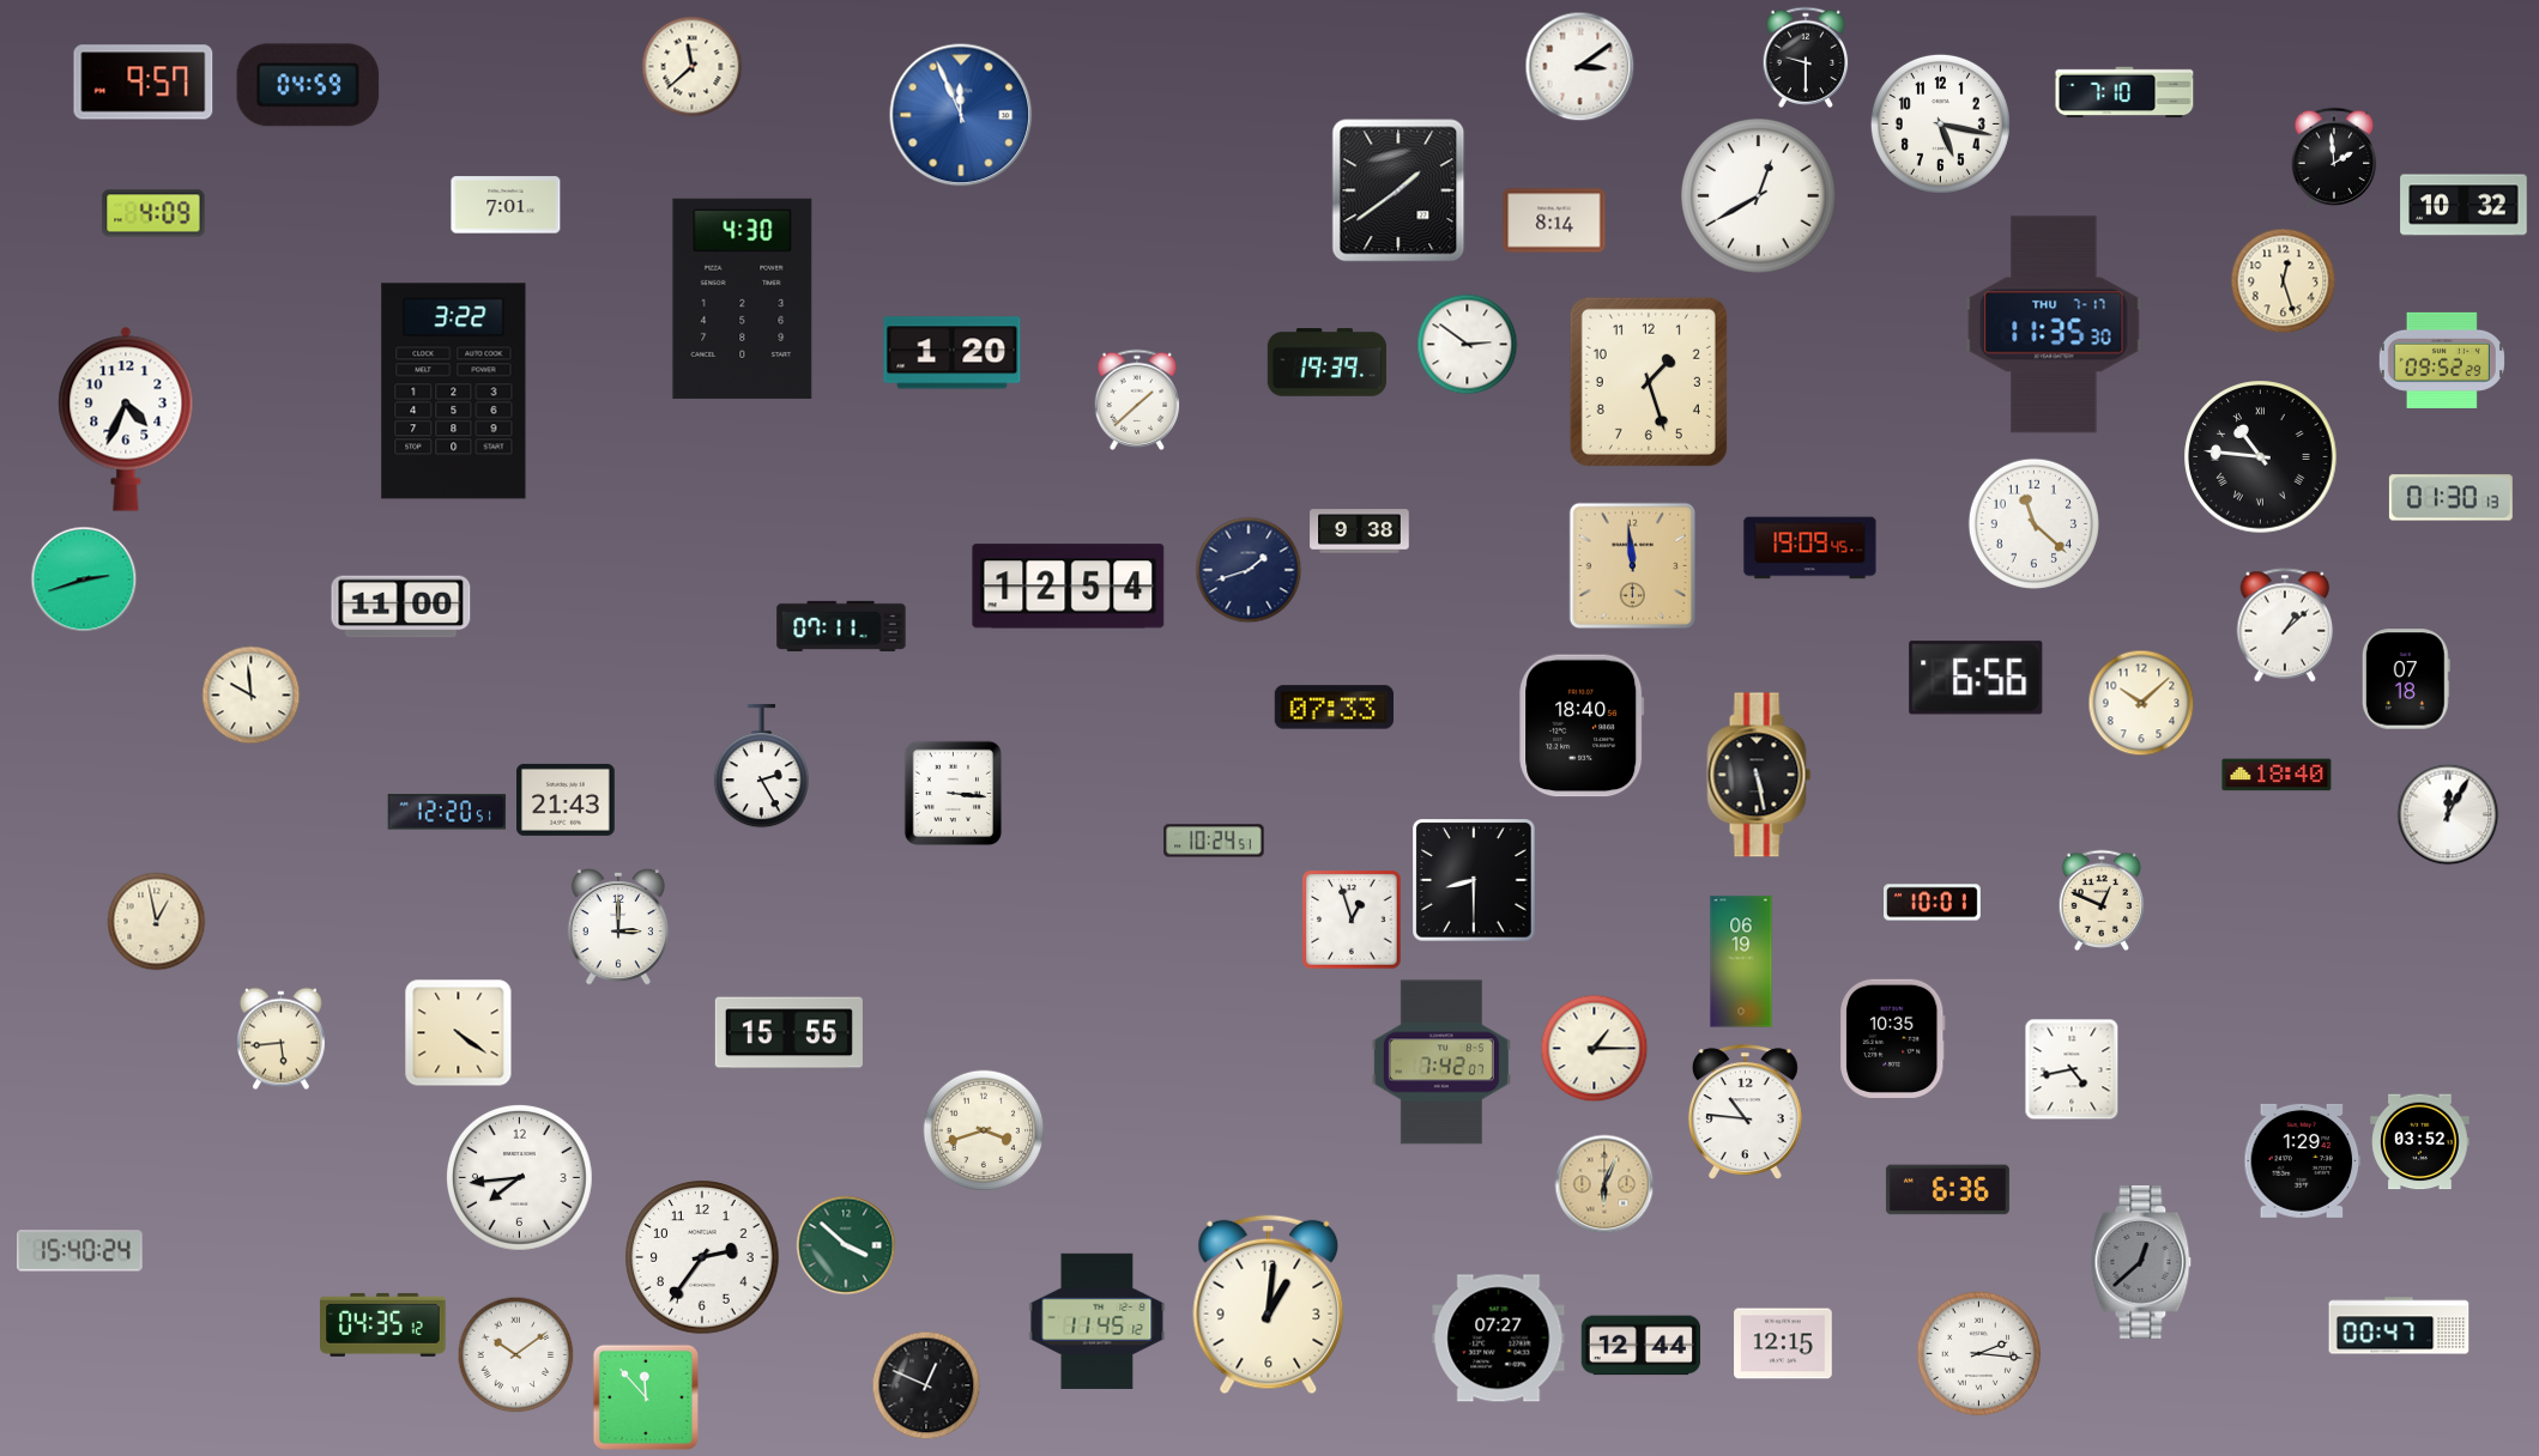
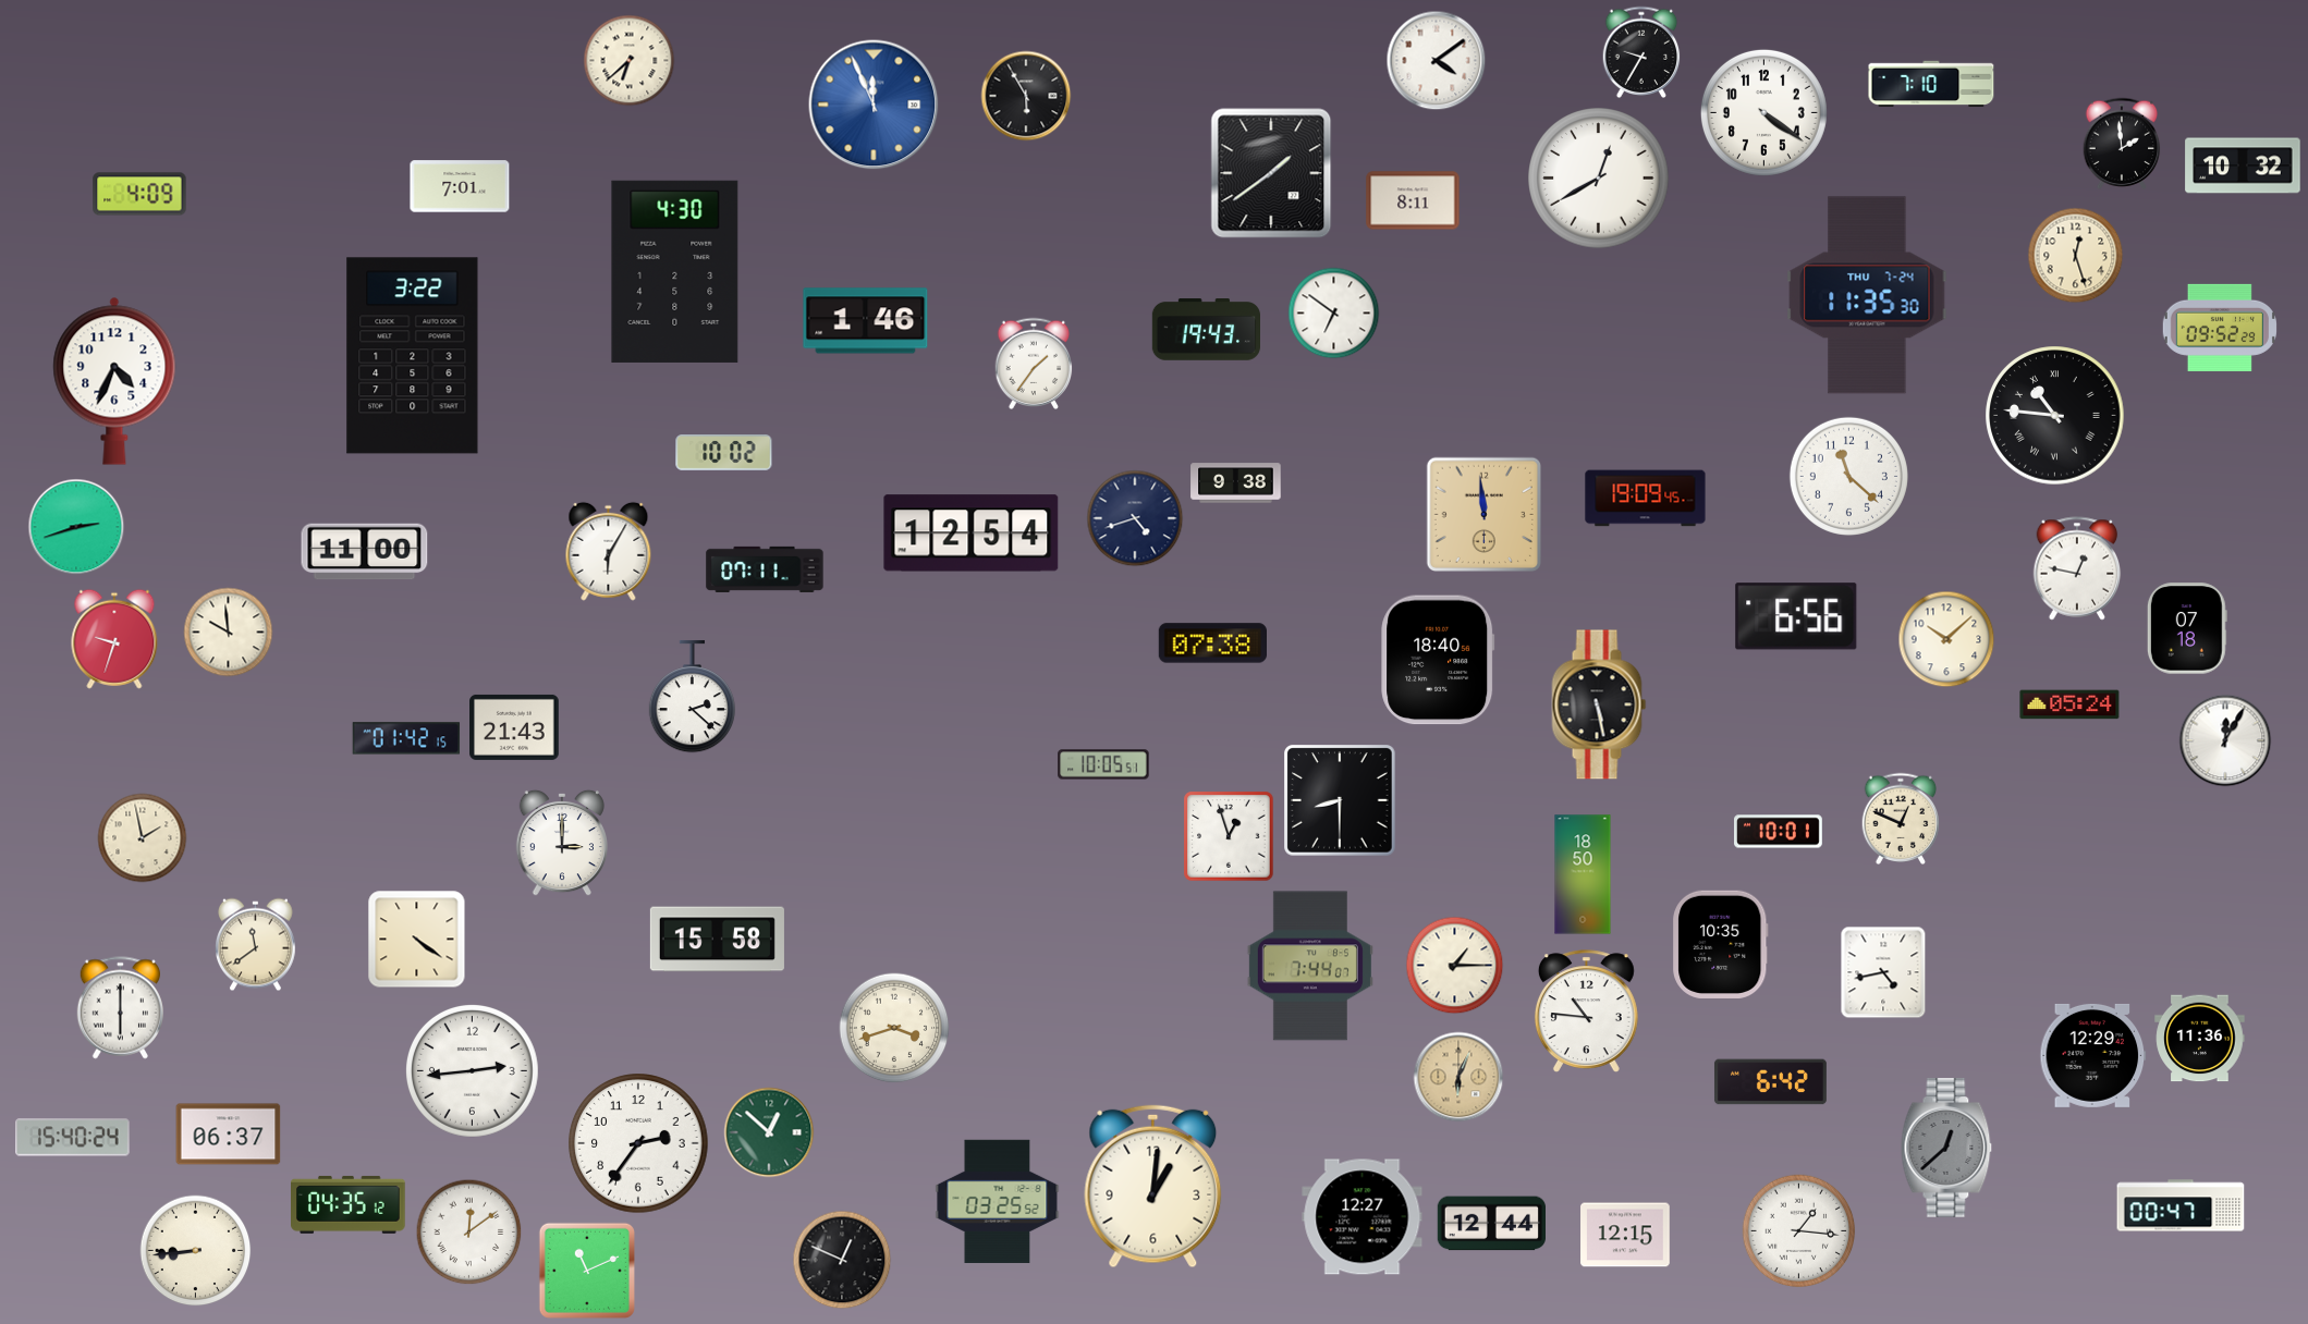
clock at (1806, 56): 9:30 -> 9:35
clock at (693, 67): 11:38 -> 6:38
clock at (1580, 67): 3:09 -> 4:09
clock at (144, 83): 9:57 -> none
clock at (308, 85): 04:59 -> none
clock at (1026, 96): none -> 5:55
clock at (1940, 123): 5:17 -> 4:21
clock at (2464, 205) position: (2464, 205) -> (2243, 165)
clock at (1554, 220): 8:14 -> 8:11
clock at (2054, 324) date: THU 7-17 -> THU 7-24
clock at (1468, 345): 2:51 -> 6:51
clock at (953, 353): 1:20 -> 1:46
clock at (1326, 363): 19:39 -> 19:43
clock at (1649, 382): 1:27 -> none
clock at (1137, 399): 1:38 -> 1:36
clock at (724, 453): none -> 10:02
clock at (2450, 498): 01:30 -> none
clock at (1249, 570): 1:42 -> 4:42
clock at (609, 551): none -> 6:05
clock at (2285, 625): 1:08 -> 12:47
clock at (2406, 679) position: (2406, 679) -> (2187, 628)
clock at (114, 639): none -> 9:33
clock at (1334, 708): 07:33 -> 07:38
clock at (761, 766): 2:25 -> 2:22
clock at (2277, 775): 18:40 -> 05:24
clock at (953, 793): 3:16 -> none
clock at (447, 812): 12:20 -> 01:42
clock at (1214, 841): 10:24 -> 10:05
clock at (2102, 899) position: (2102, 899) -> (1901, 818)
clock at (1933, 903) position: (1933, 903) -> (1779, 832)
clock at (157, 922): 12:58 -> 1:58
clock at (1741, 961): 06:19 -> 18:50
clock at (788, 1033): 15:55 -> 15:58
clock at (282, 1039): 5:44 -> 11:39
clock at (1595, 1049) position: (1595, 1049) -> (1455, 966)
clock at (1441, 1062): 7:42 -> 7:44
clock at (120, 1008): none -> 6:00
clock at (2420, 1142): 03:52 -> 11:36
clock at (2303, 1160): 1:29 -> 12:29
clock at (519, 1177): 7:44 -> 2:44
clock at (1947, 1190): 6:36 -> 6:42
clock at (846, 1245): 3:52 -> 12:52
clock at (229, 1135): none -> 06:37
clock at (1098, 1321): 11:45 -> 03:25
clock at (1499, 1339): 07:27 -> 12:27
clock at (1783, 1343) position: (1783, 1343) -> (1625, 1235)
clock at (1979, 1354): 2:16 -> 1:16
clock at (516, 1355): 10:09 -> 12:09
clock at (196, 1251): none -> 8:44
clock at (646, 1397): 11:53 -> 11:11
